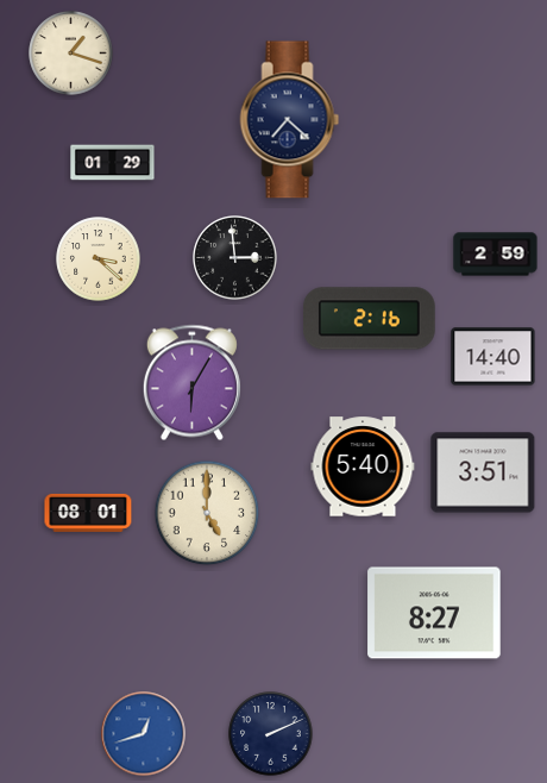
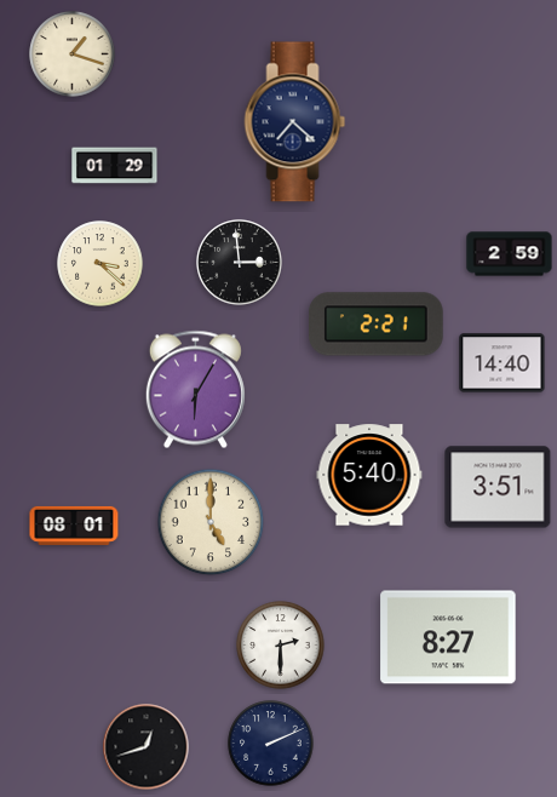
clock at (496, 255) position: (496, 255) -> (510, 254)
clock at (370, 319): 2:16 -> 2:21
clock at (483, 472) position: (483, 472) -> (498, 487)
clock at (88, 513) position: (88, 513) -> (74, 526)
clock at (434, 613) position: (434, 613) -> (448, 637)
clock at (281, 646): none -> 2:30
clock at (144, 734) dial: blue -> black
clock at (271, 734) position: (271, 734) -> (271, 744)
